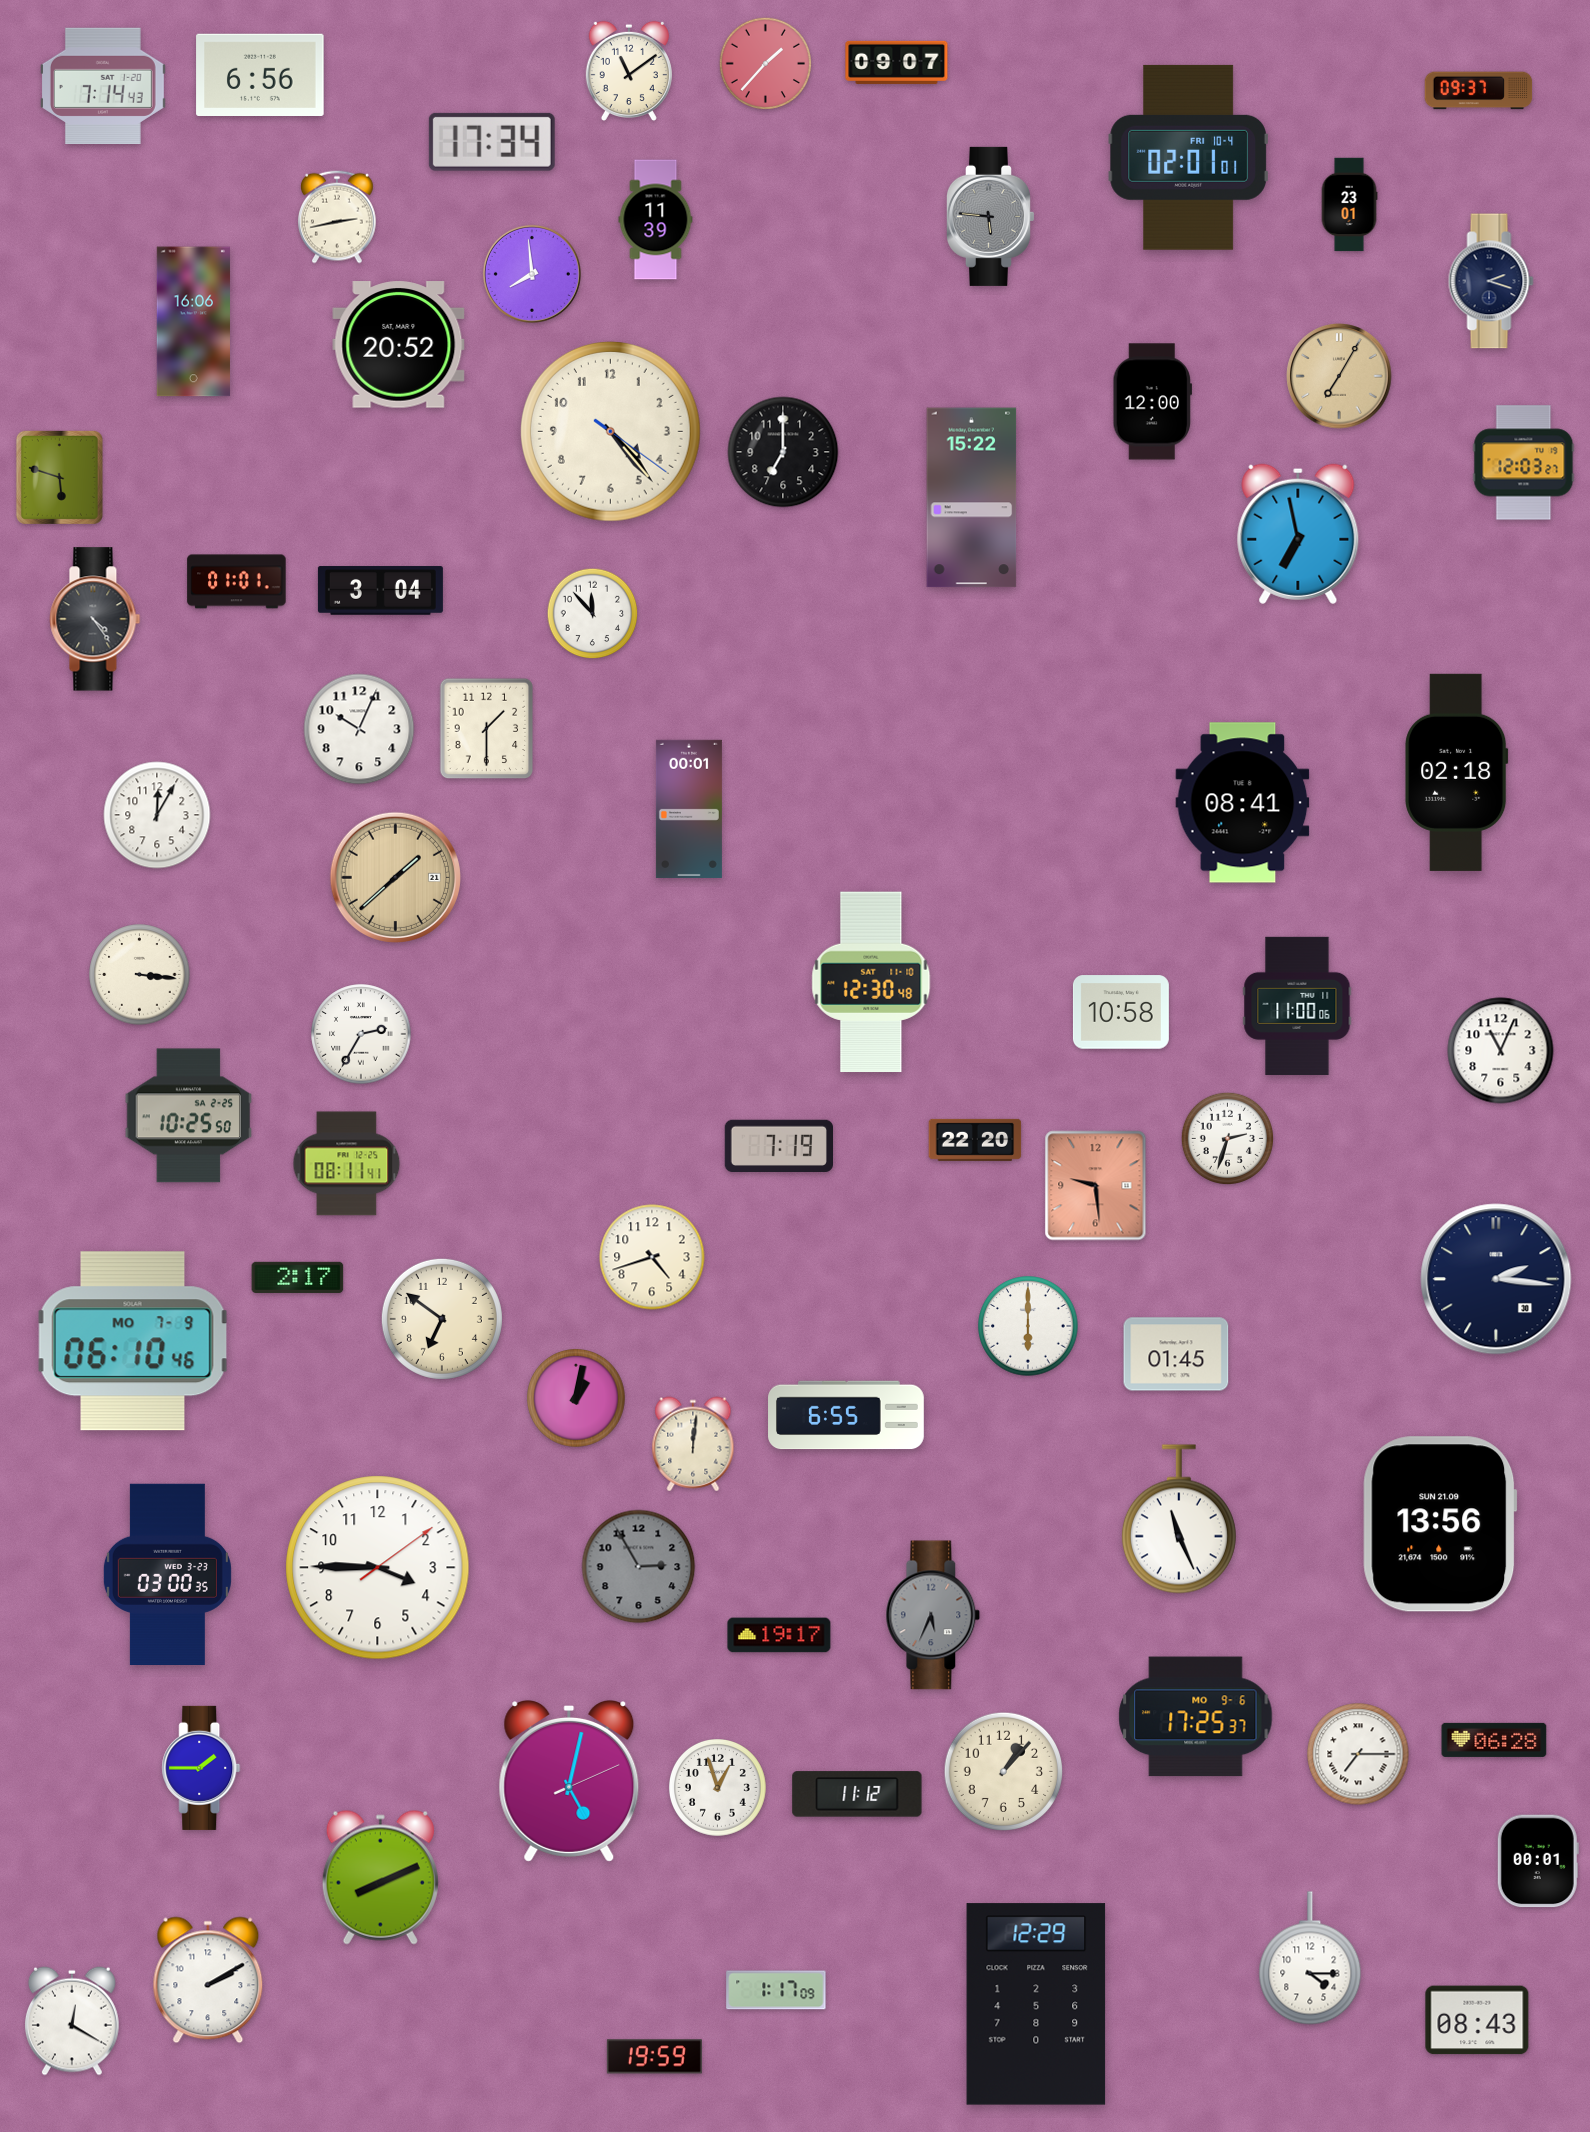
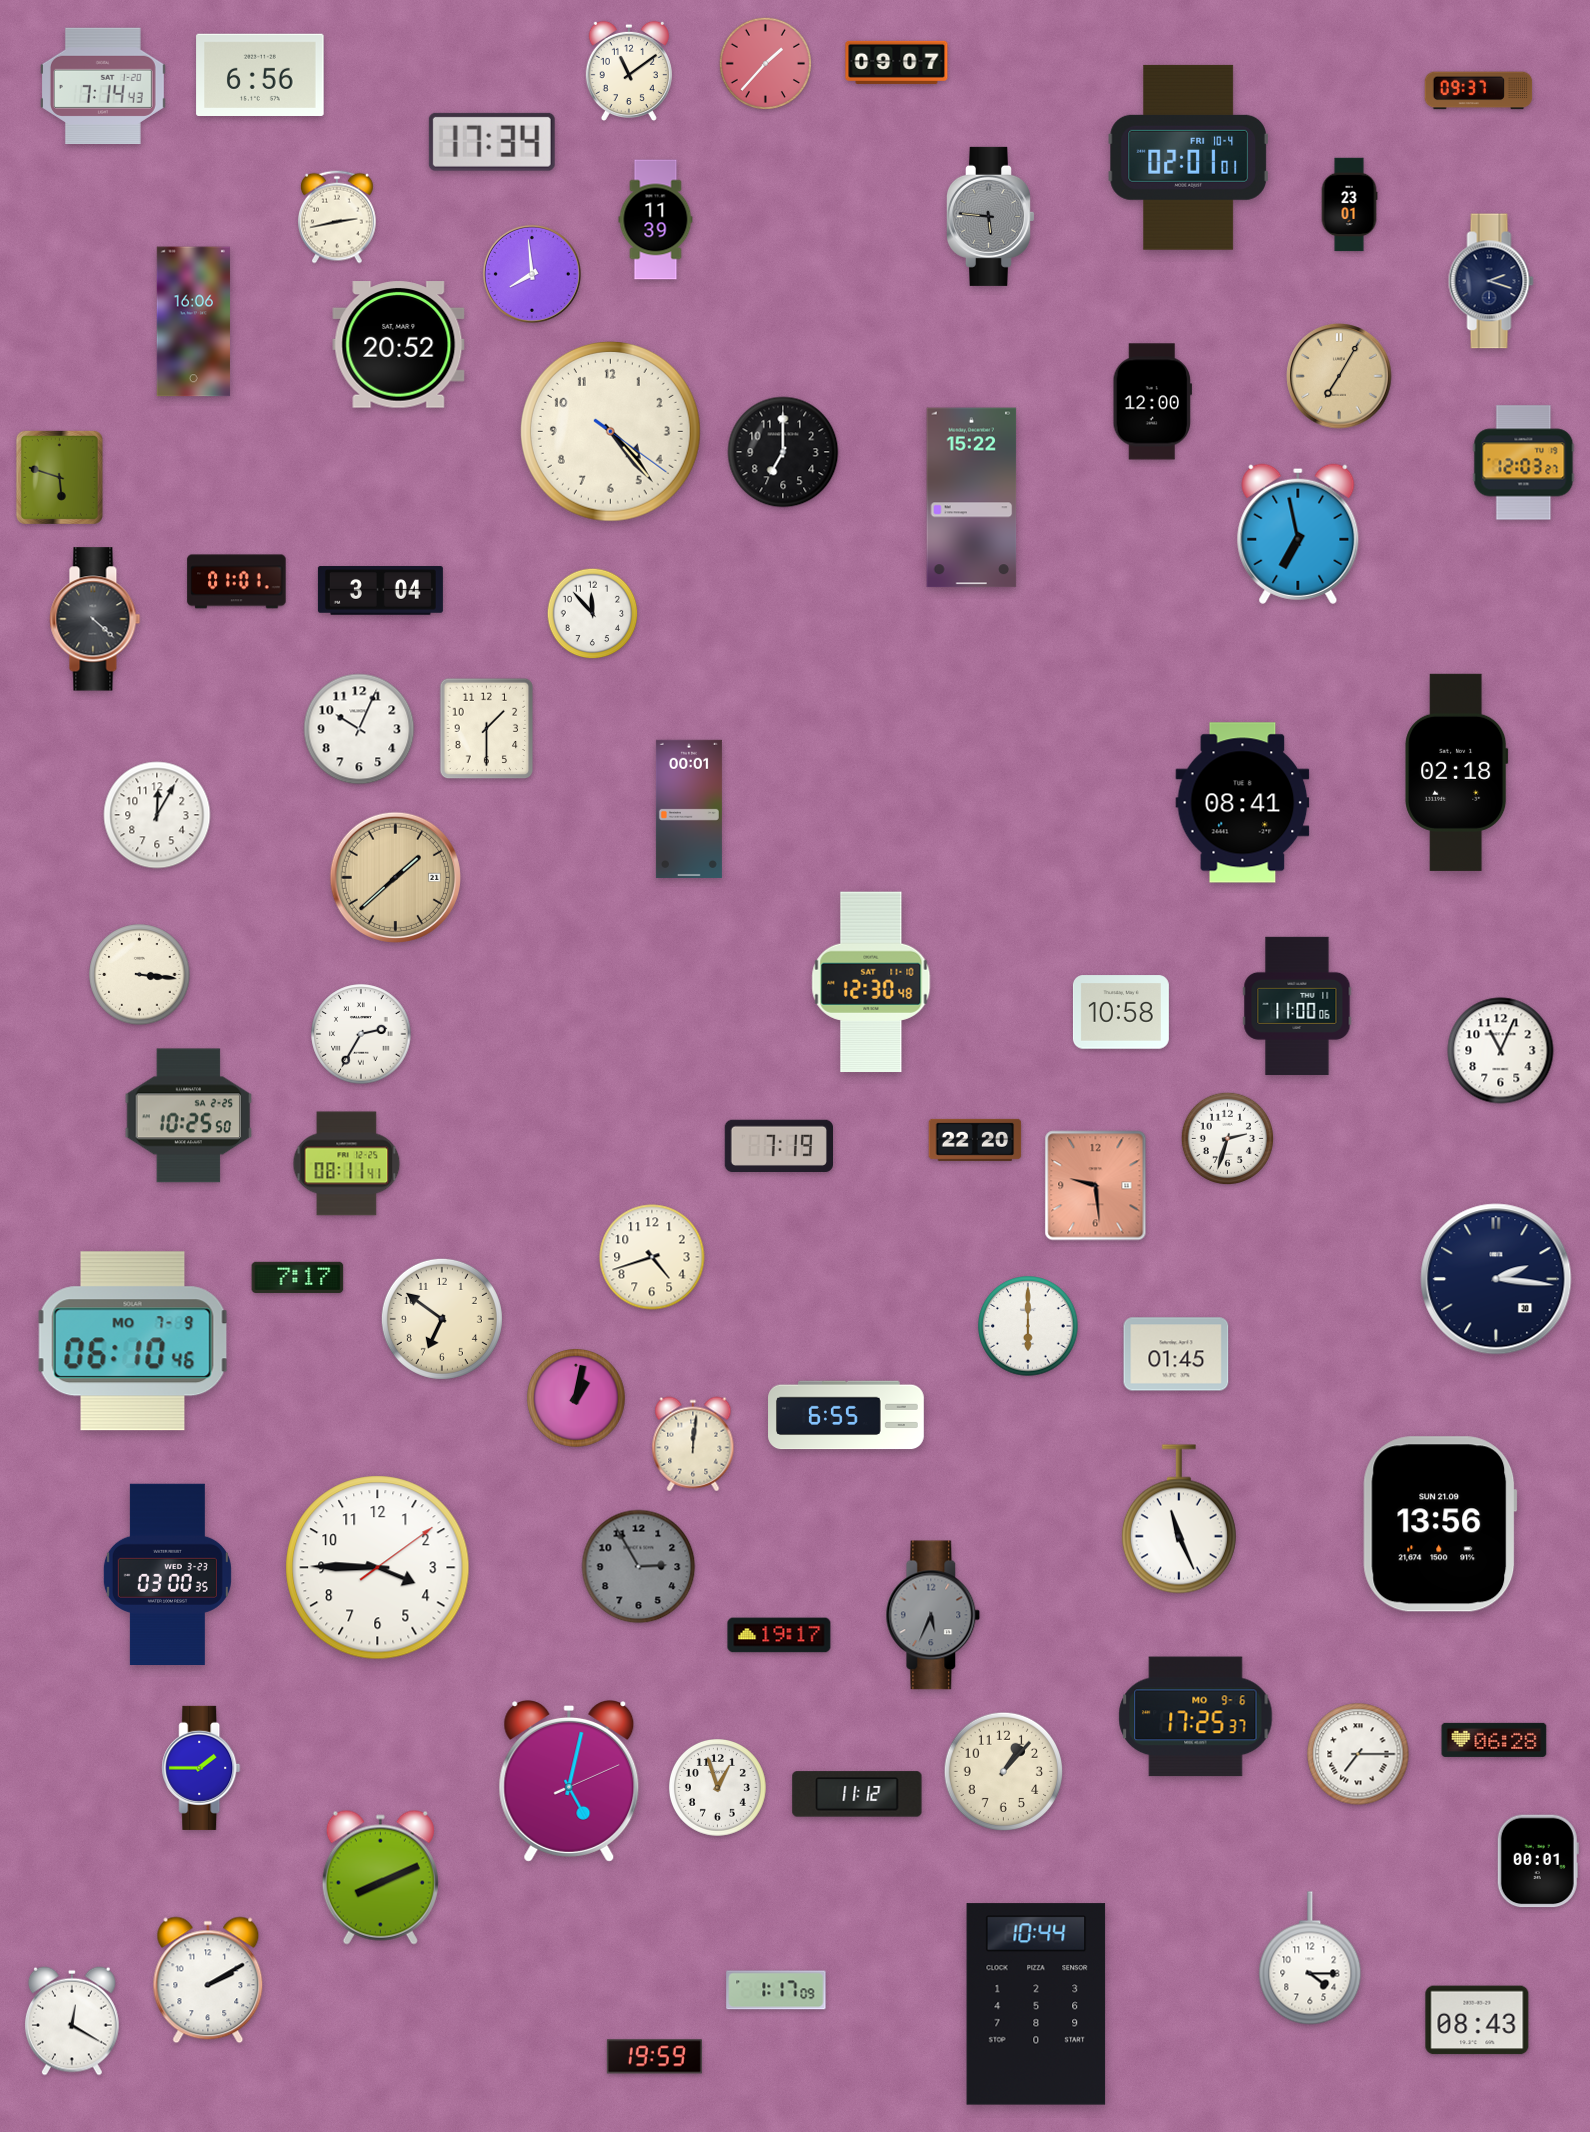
clock at (95, 619): 4:24 -> 4:22
clock at (298, 1277): 2:17 -> 7:17
clock at (1036, 2004): 12:29 -> 10:44
